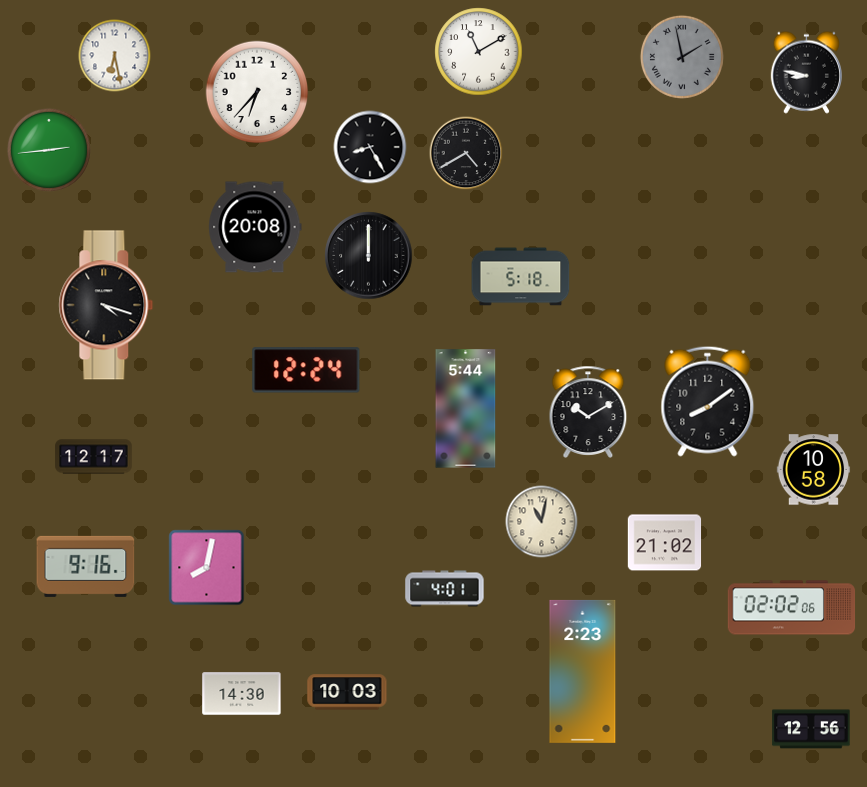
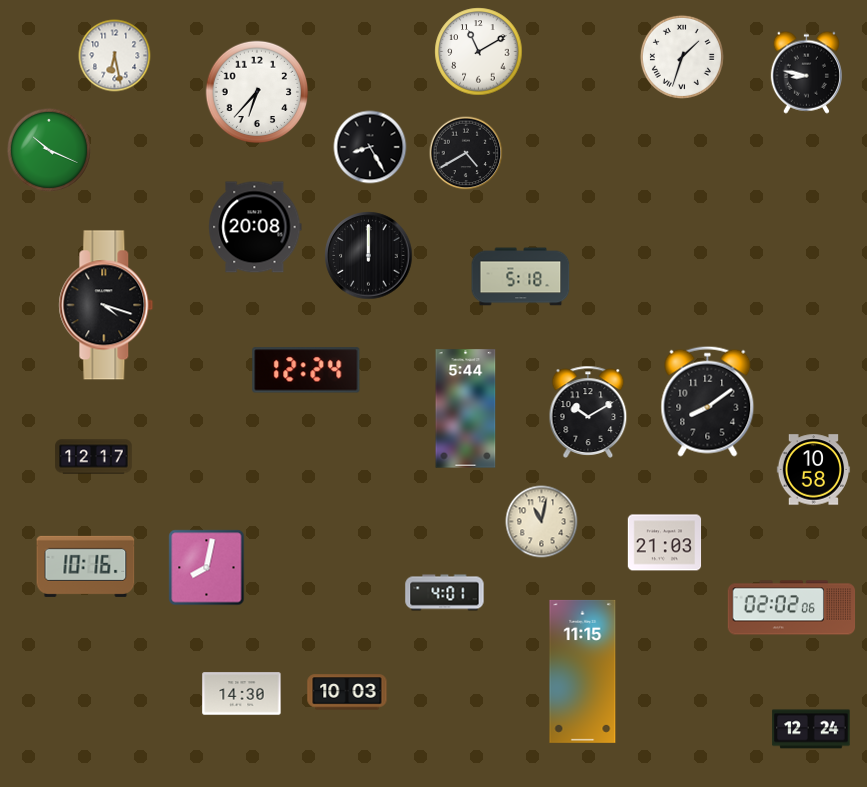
clock at (682, 57): 1:58 -> 1:33
clock at (682, 57) dial: grey -> white
clock at (49, 150): 2:44 -> 10:19
clock at (665, 543): 21:02 -> 21:03
clock at (86, 566): 9:16 -> 10:16
clock at (445, 589) position: (445, 589) -> (445, 593)
clock at (583, 671): 2:23 -> 11:15
clock at (811, 729): 12:56 -> 12:24
